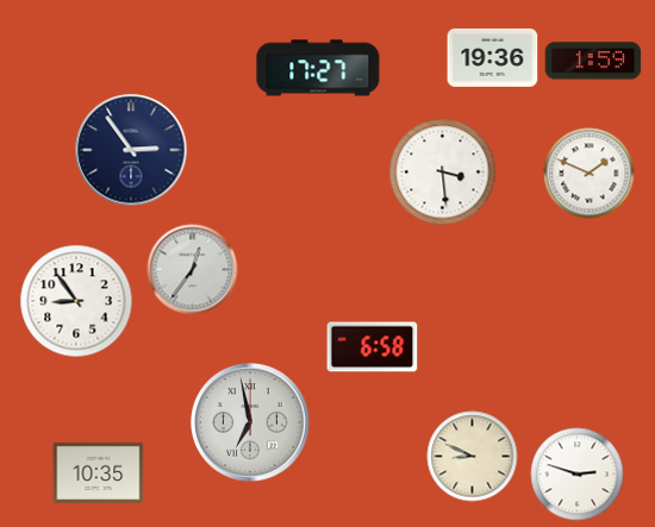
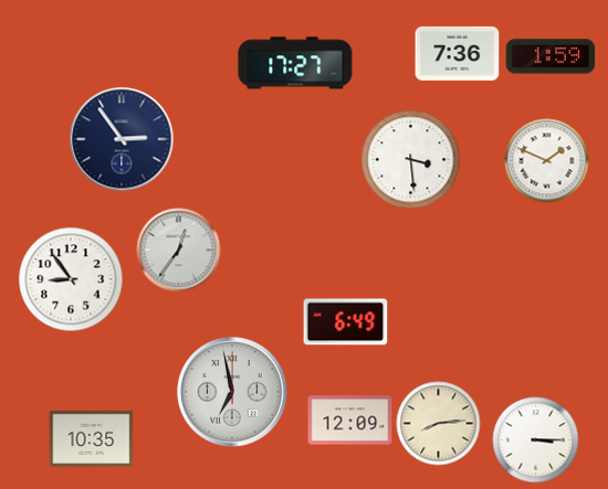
clock at (493, 57): 19:36 -> 7:36
clock at (373, 347): 6:58 -> 6:49
clock at (350, 421): none -> 12:09
clock at (473, 457): 8:49 -> 8:14
clock at (578, 475): 2:48 -> 3:15
